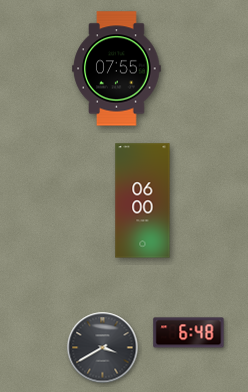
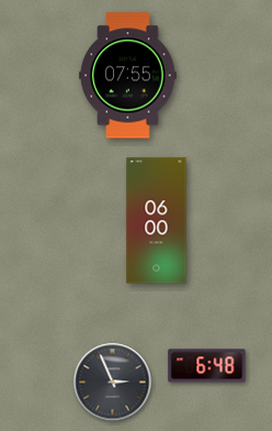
clock at (103, 348): 3:40 -> 2:56
